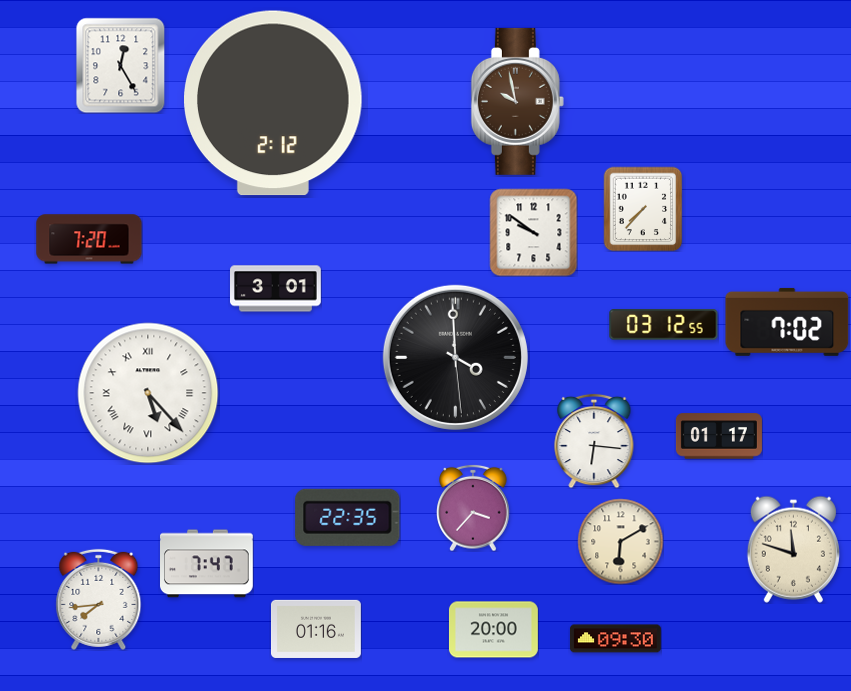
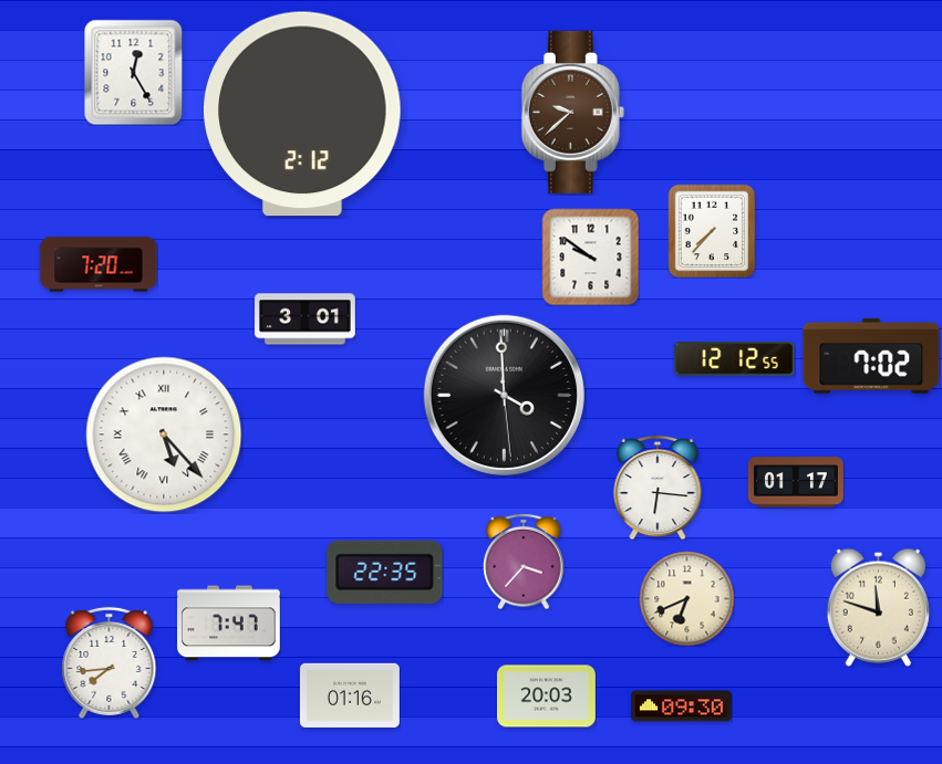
clock at (517, 101): 9:58 -> 9:38
clock at (664, 325): 03:12 -> 12:12
clock at (620, 541): 6:10 -> 6:41
clock at (493, 630): 20:00 -> 20:03
